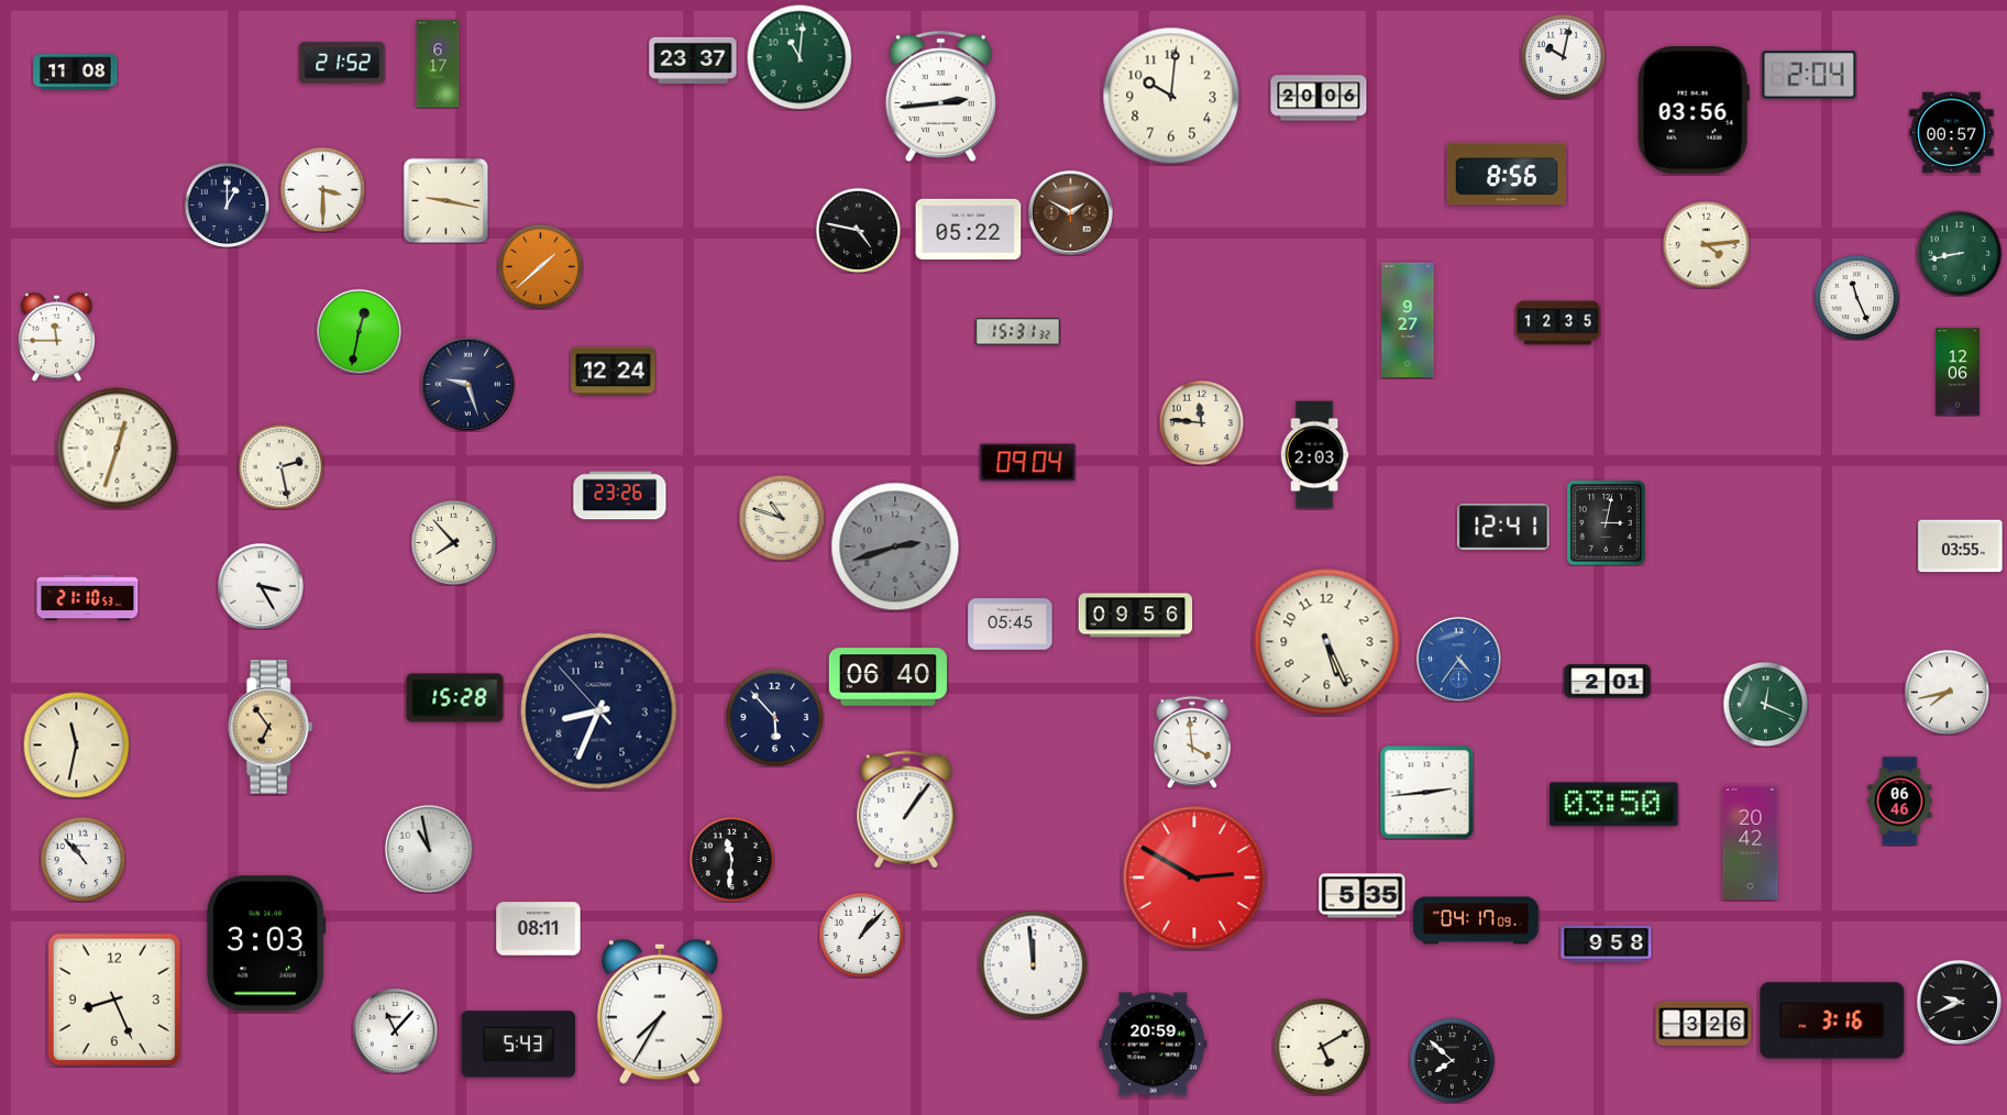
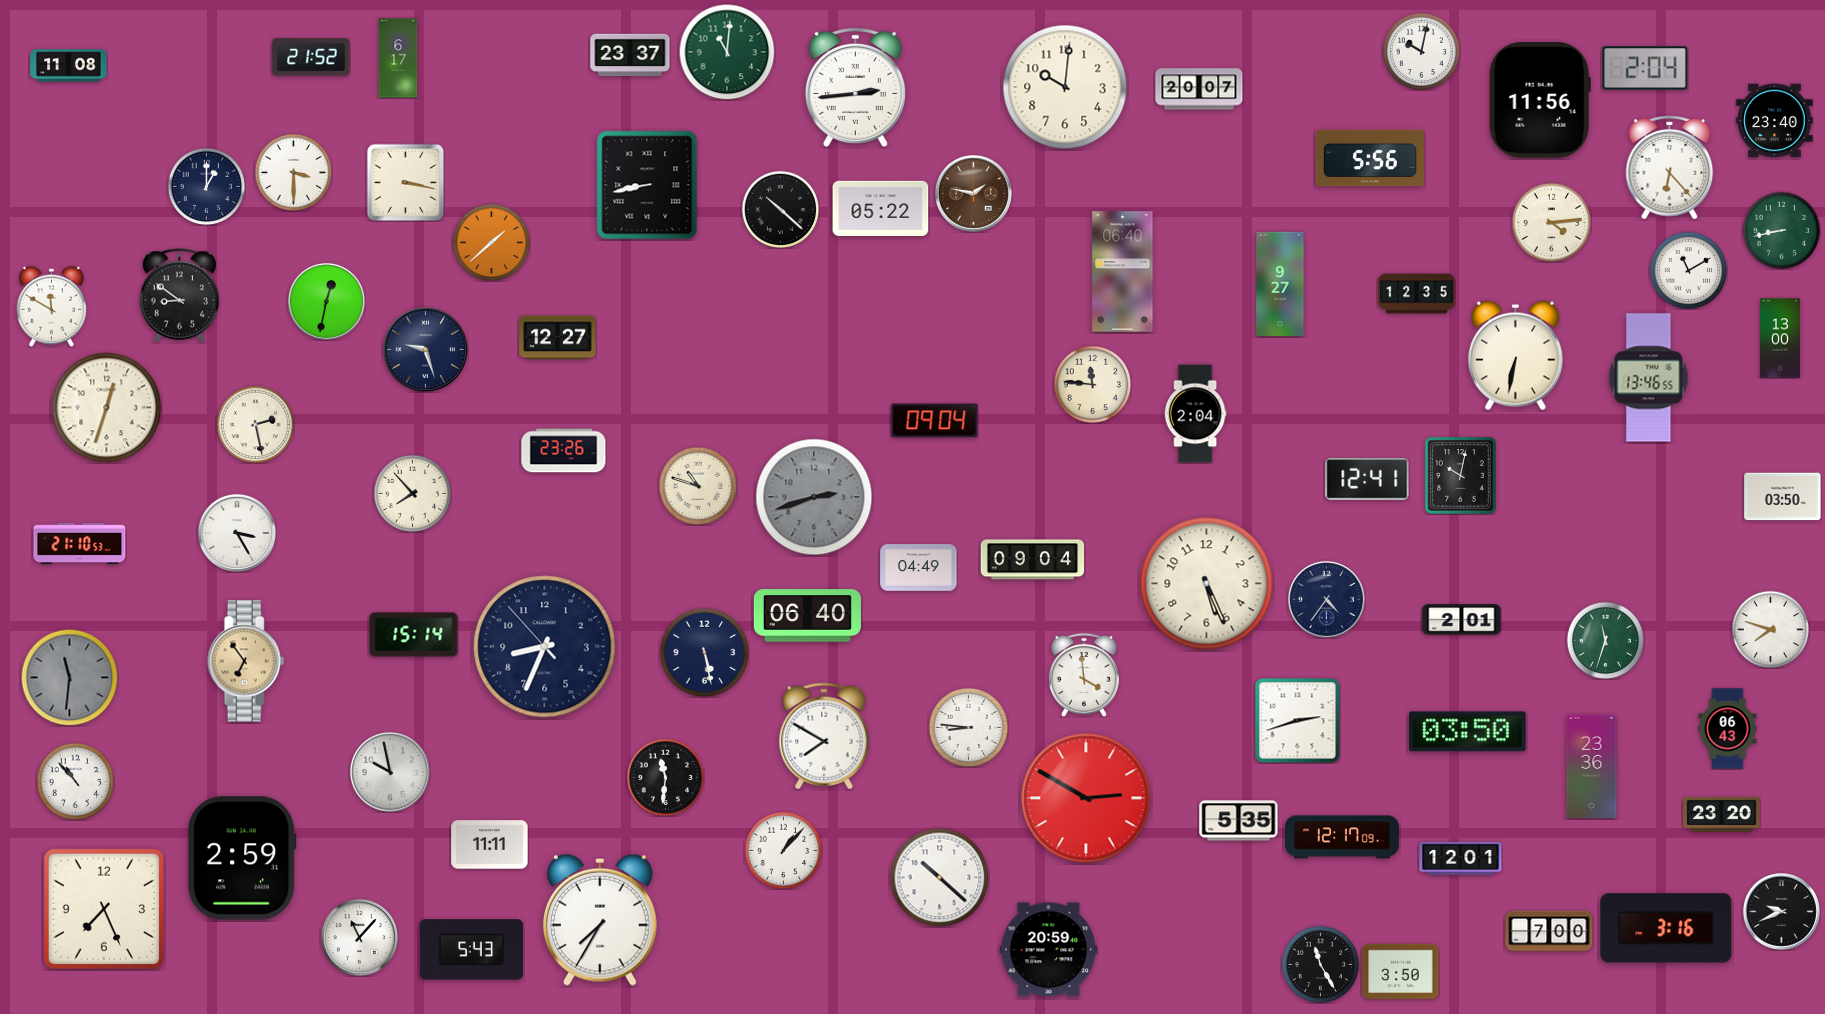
clock at (1319, 98): 20:06 -> 20:07
clock at (1694, 111): 03:56 -> 11:56
clock at (1952, 133): 00:57 -> 23:40
clock at (1507, 174): 8:56 -> 5:56
clock at (1670, 167): none -> 6:23
clock at (445, 200): 9:17 -> 3:17
clock at (647, 185): none -> 8:43
clock at (1070, 212): 1:50 -> 1:47
clock at (858, 230): 4:47 -> 10:22
clock at (1856, 297): 11:26 -> 11:10
clock at (1123, 272): none -> 06:40
clock at (1408, 320) position: (1408, 320) -> (1280, 284)
clock at (179, 296): none -> 8:51
clock at (1018, 332): 15:31 -> none
clock at (56, 336): 11:45 -> 11:50
clock at (614, 372): 12:24 -> 12:27
clock at (1958, 372): 12:06 -> 13:00
clock at (1515, 356): none -> 6:32
clock at (1649, 378): none -> 13:46
clock at (1314, 455): 2:03 -> 2:04
clock at (782, 518) position: (782, 518) -> (698, 486)
clock at (1607, 523): 3:02 -> 10:02
clock at (1961, 547): 03:55 -> 03:50
clock at (1136, 616): 09:56 -> 09:04
clock at (1011, 625): 05:45 -> 04:49
clock at (1458, 659) dial: blue -> navy
clock at (1947, 692): 7:43 -> 7:48
clock at (455, 698): 15:28 -> 15:14
clock at (1765, 704): 12:19 -> 11:33
clock at (774, 717): 5:53 -> 5:28
clock at (76, 744): 11:32 -> 11:31
clock at (76, 744) dial: cream -> grey
clock at (1427, 793): 2:44 -> 2:42
clock at (968, 727): none -> 8:46
clock at (1900, 802): 06:46 -> 06:43
clock at (906, 809): 1:06 -> 7:50
clock at (1751, 843): 20:42 -> 23:36
clock at (429, 849): 10:58 -> 9:58
clock at (731, 859) position: (731, 859) -> (665, 777)
clock at (1722, 814): none -> 23:20
clock at (1363, 896) position: (1363, 896) -> (1239, 821)
clock at (1477, 920): 04:17 -> 12:17
clock at (539, 929): 08:11 -> 11:11
clock at (266, 943): 3:03 -> 2:59
clock at (1607, 943): 9:58 -> 12:01
clock at (1034, 965): 11:59 -> 10:22
clock at (114, 1000): 8:26 -> 7:26
clock at (1703, 1024): 3:26 -> 7:00
clock at (1322, 1047): 5:10 -> none
clock at (1452, 1060): 7:52 -> 11:25
clock at (1401, 972): none -> 3:50
